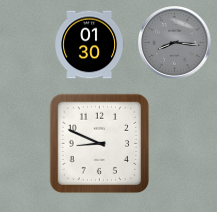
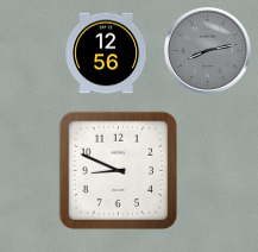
clock at (175, 43): 8:16 -> 8:13
clock at (89, 45): 01:30 -> 12:56
